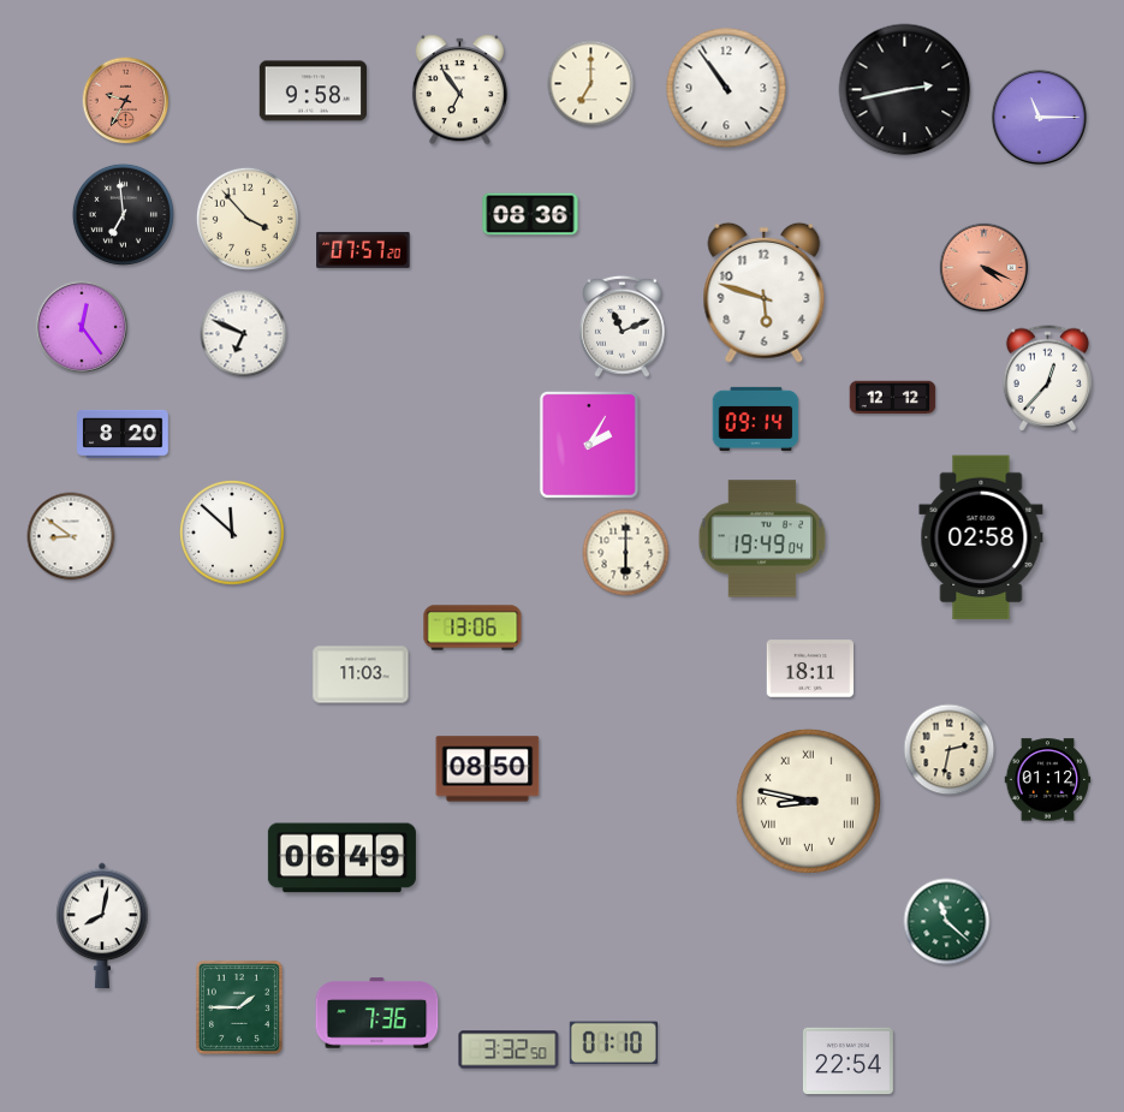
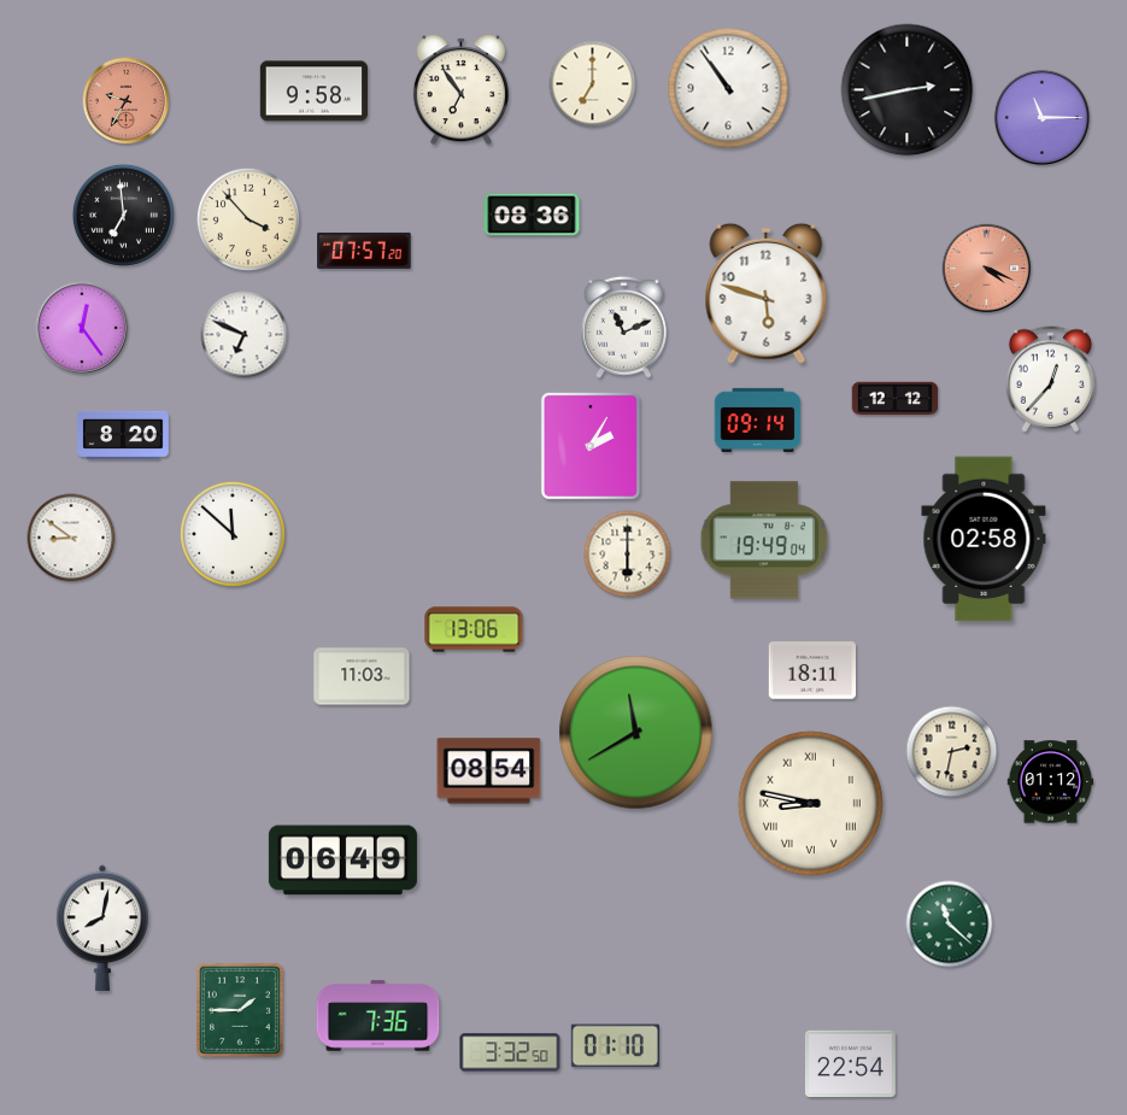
clock at (636, 733): none -> 11:40
clock at (488, 769): 08:50 -> 08:54
